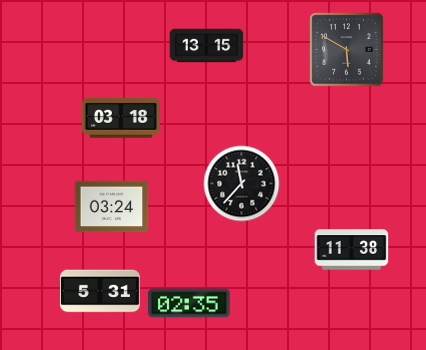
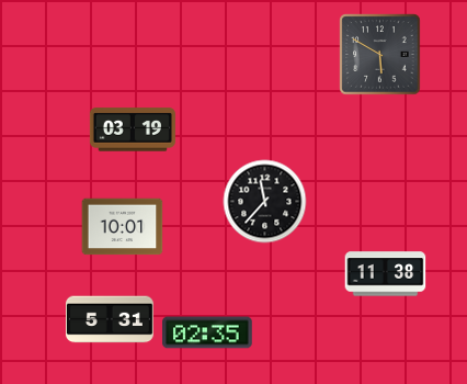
clock at (207, 46): 13:15 -> none
clock at (121, 118): 03:18 -> 03:19
clock at (112, 207): 03:24 -> 10:01
